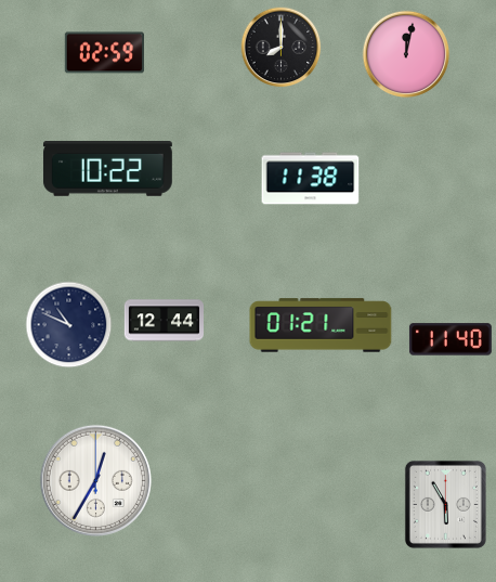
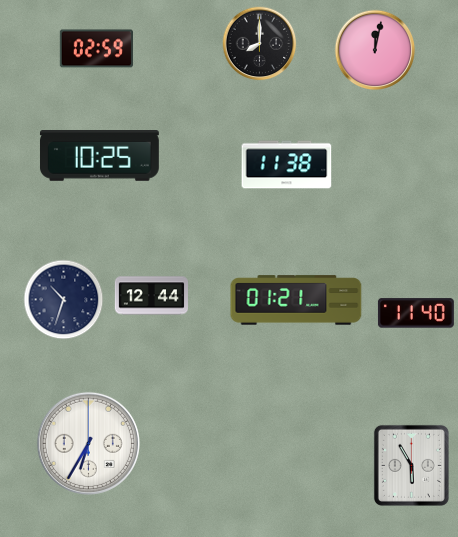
clock at (107, 169): 10:22 -> 10:25
clock at (69, 325): 10:49 -> 10:33
clock at (95, 480): 12:35 -> 6:35
